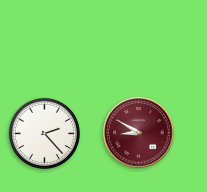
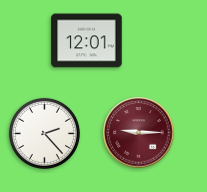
clock at (87, 41): none -> 12:01
clock at (139, 133): 8:50 -> 9:15
